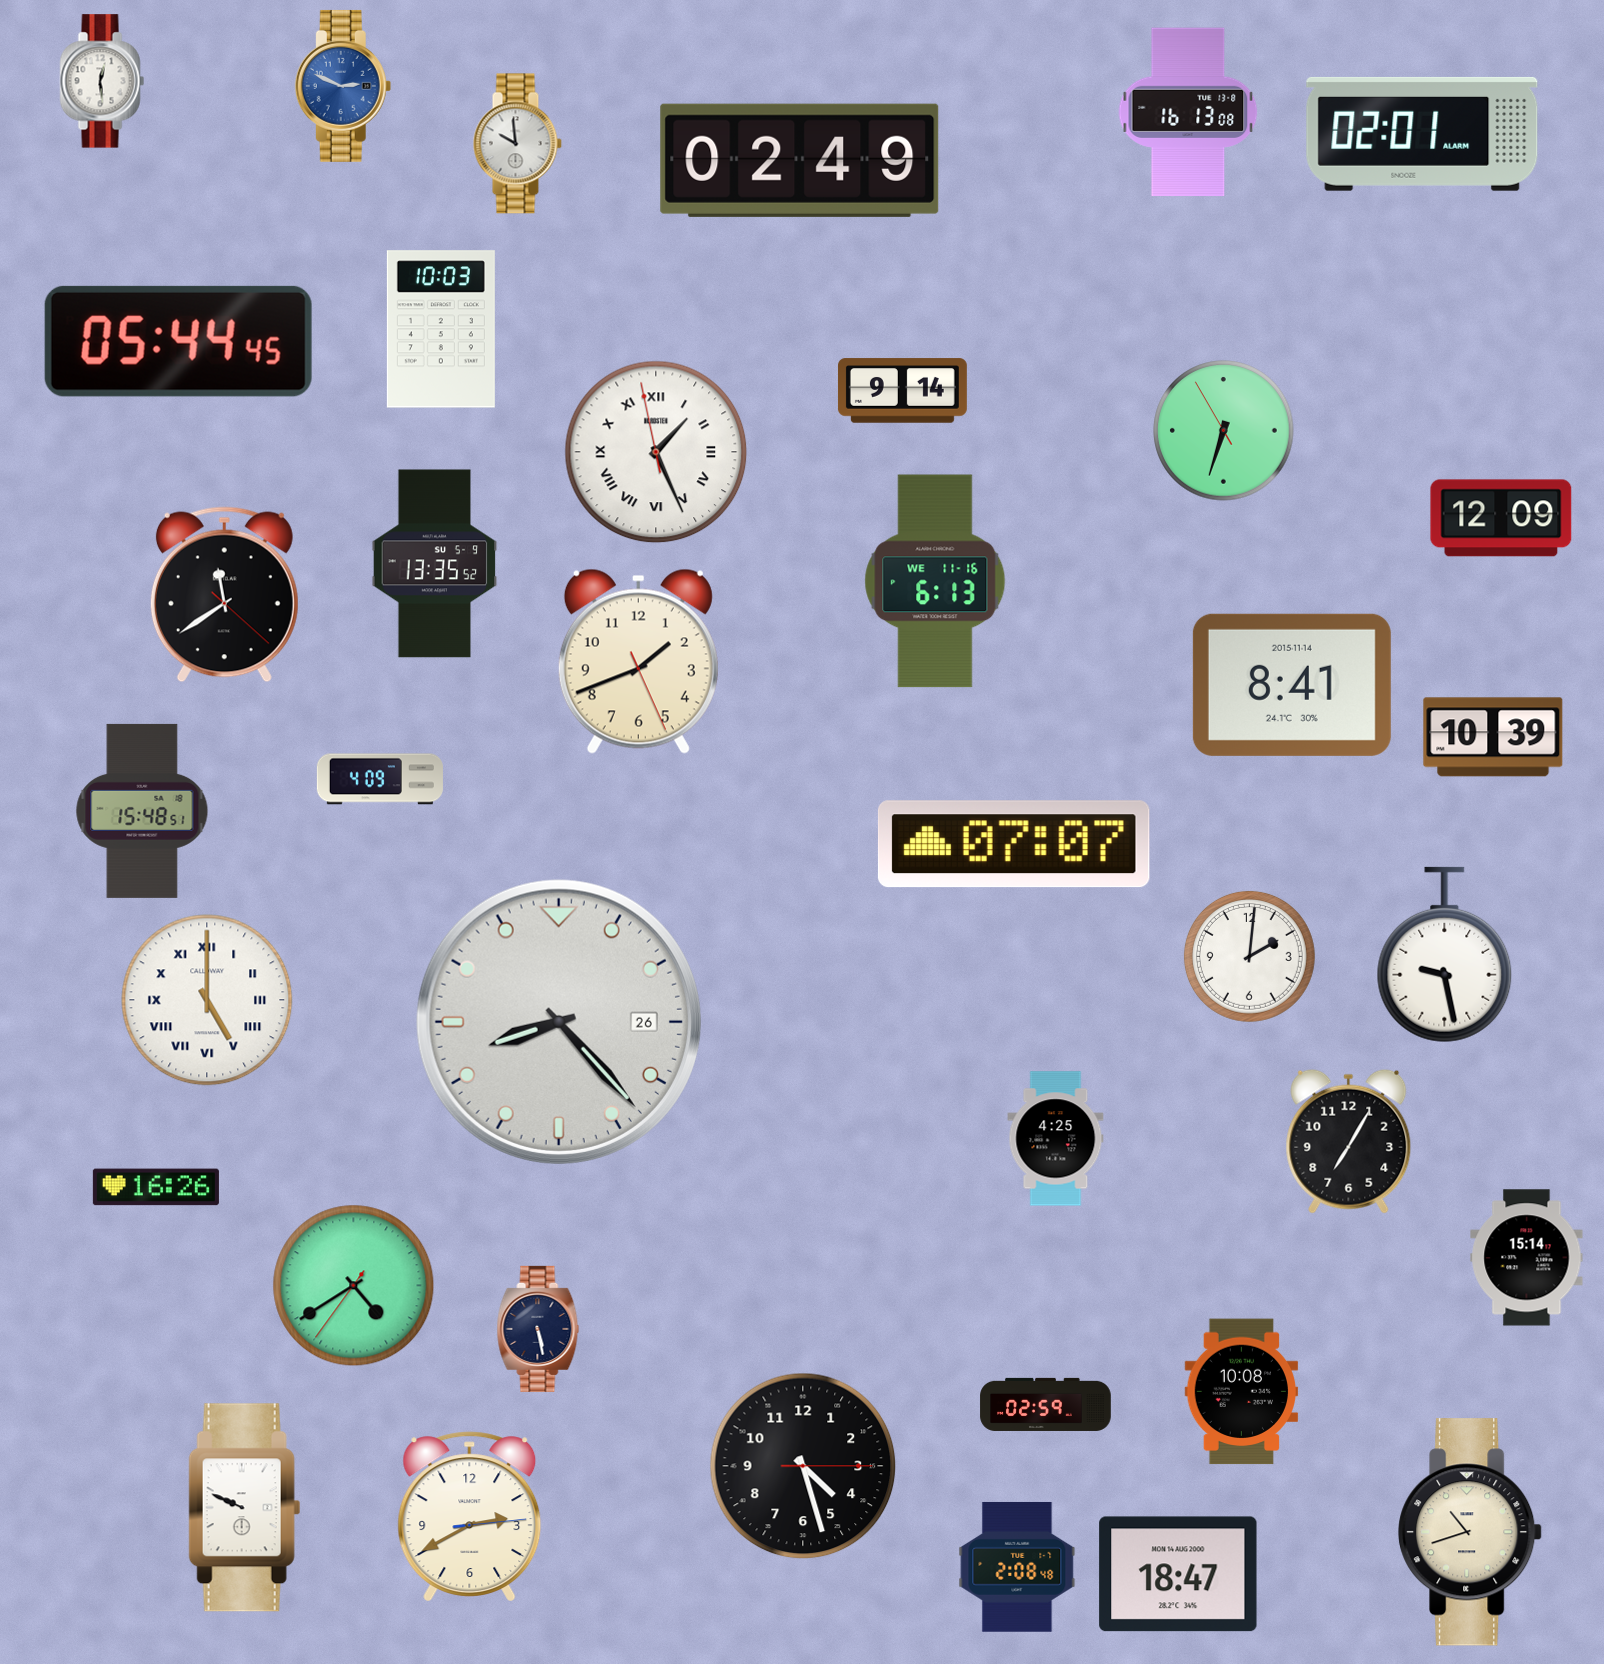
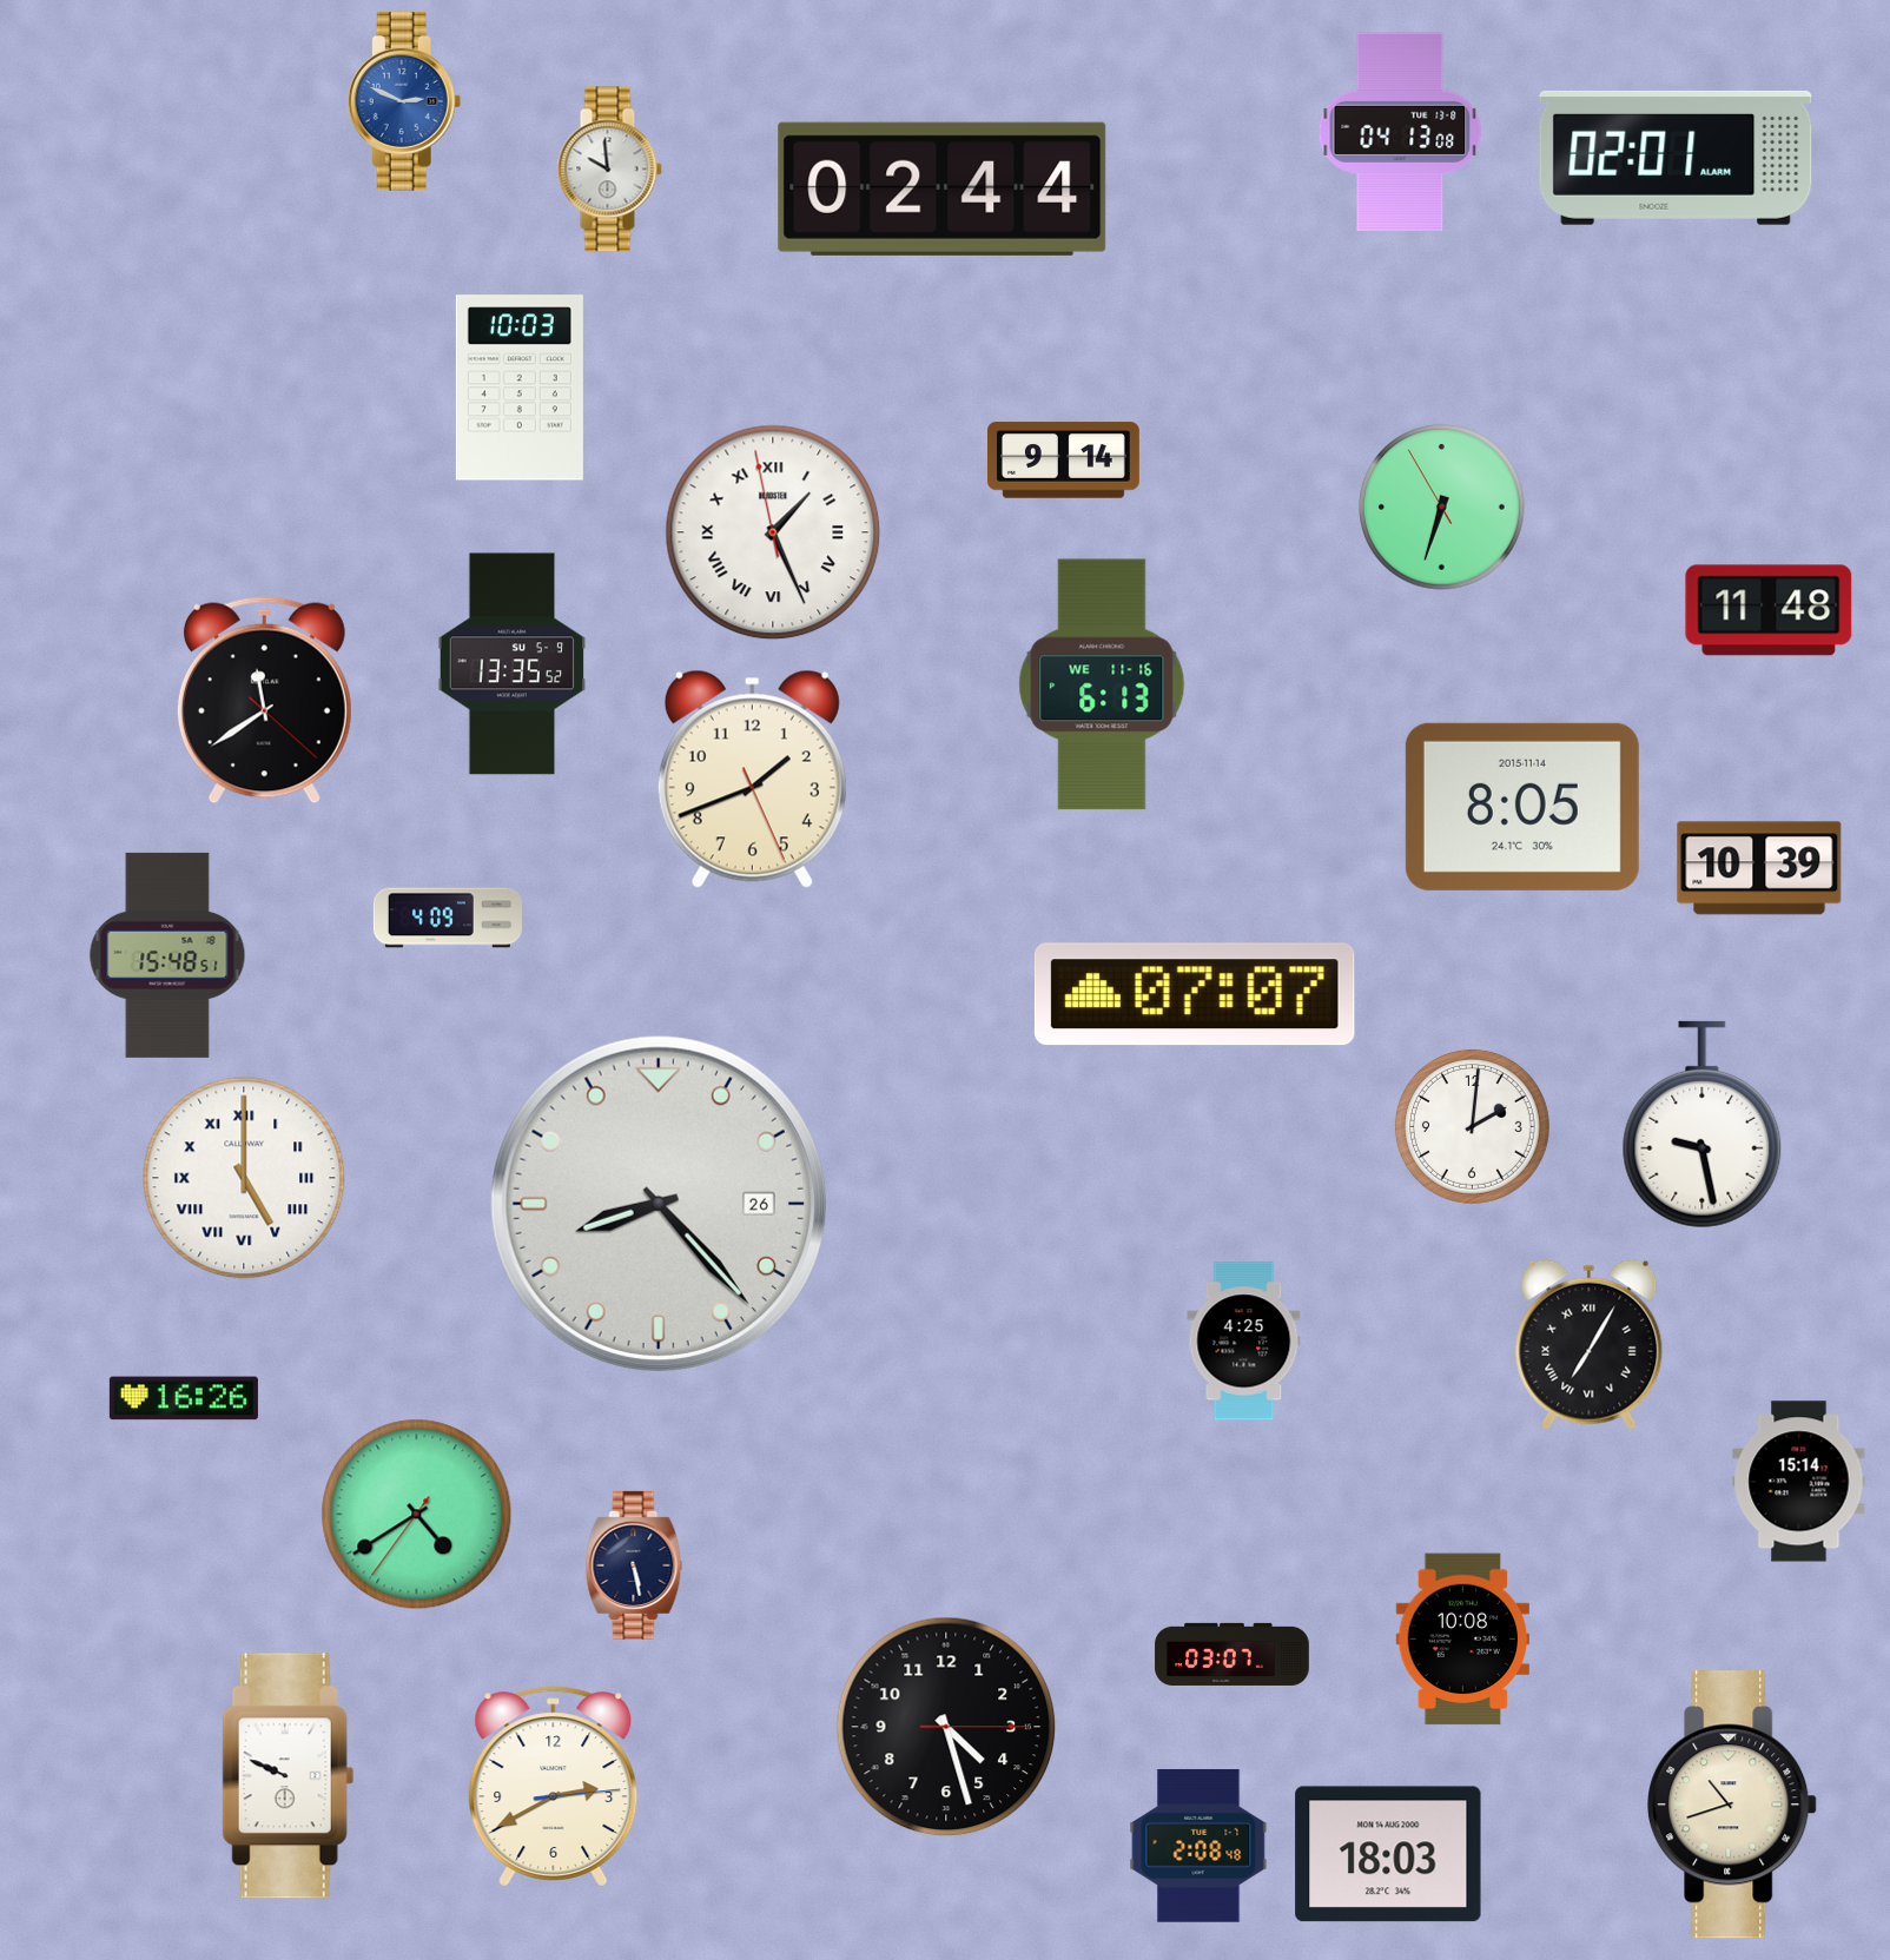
clock at (102, 81): 12:29 -> none
clock at (1188, 112): 16:13 -> 04:13
clock at (800, 160): 02:49 -> 02:44
clock at (178, 341): 05:44 -> none
clock at (1501, 518): 12:09 -> 11:48
clock at (1292, 685): 8:41 -> 8:05
clock at (1349, 1141) numerals: Arabic -> Roman
clock at (1046, 1404): 02:59 -> 03:07
clock at (1178, 1574): 18:47 -> 18:03
